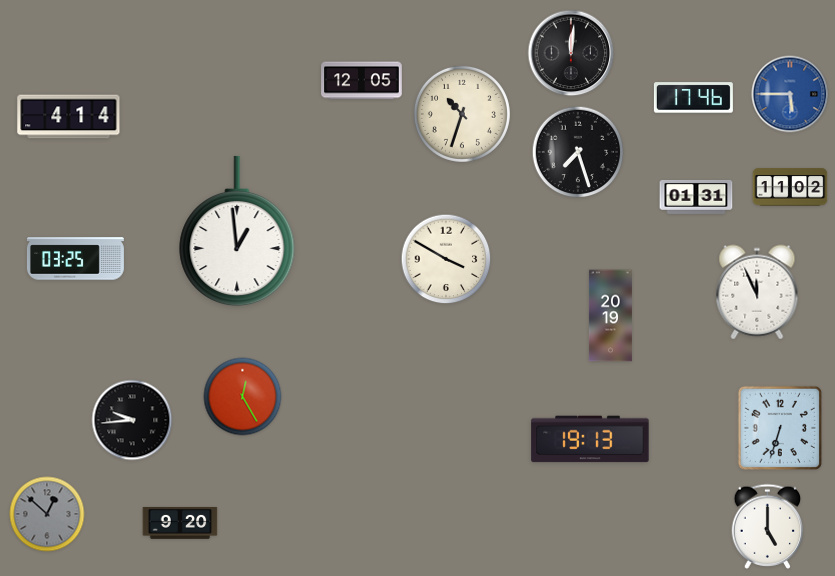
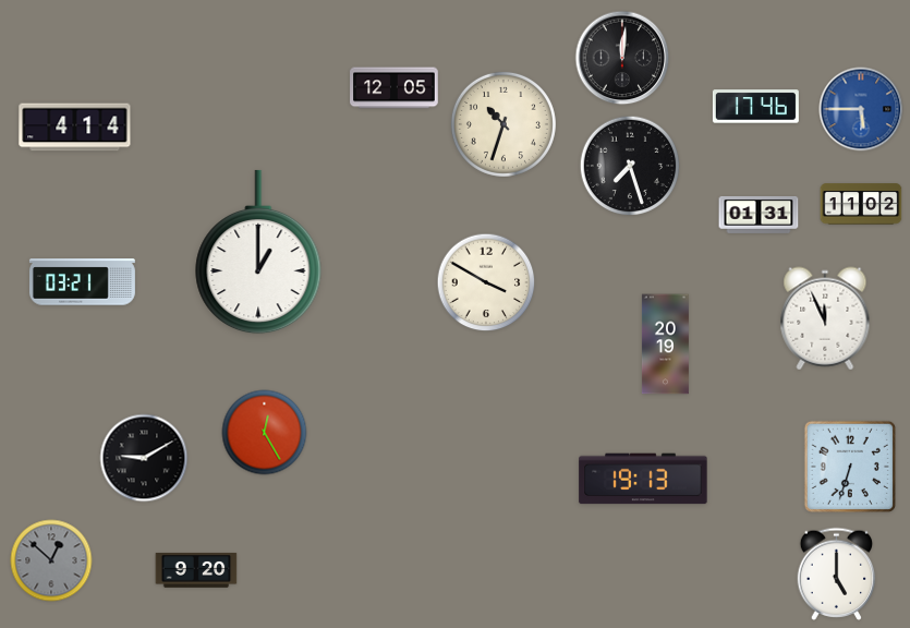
clock at (790, 94) position: (790, 94) -> (861, 109)
clock at (237, 231): 12:59 -> 1:00
clock at (75, 259): 03:25 -> 03:21
clock at (132, 420): 9:44 -> 9:10
